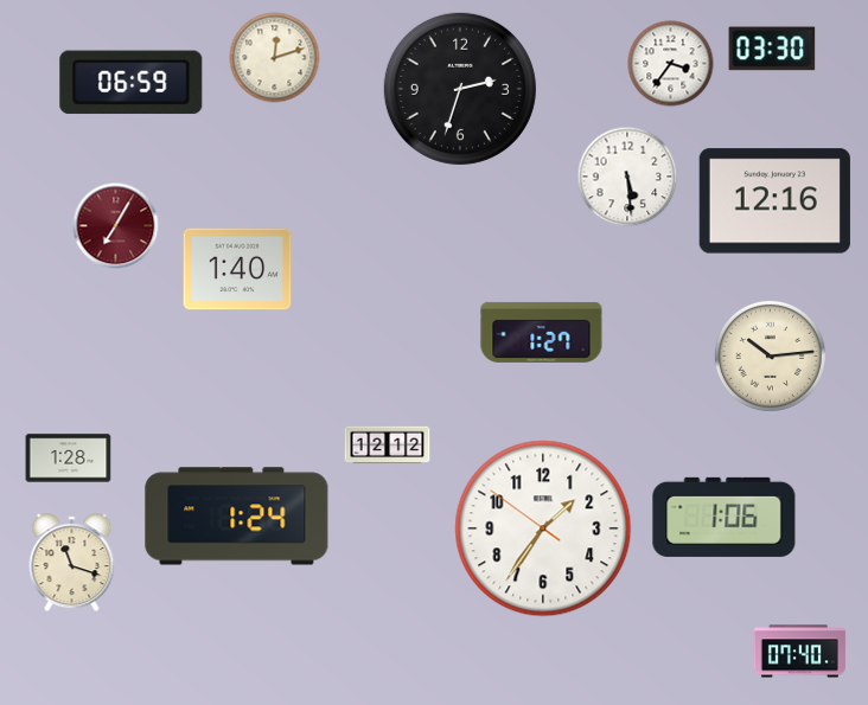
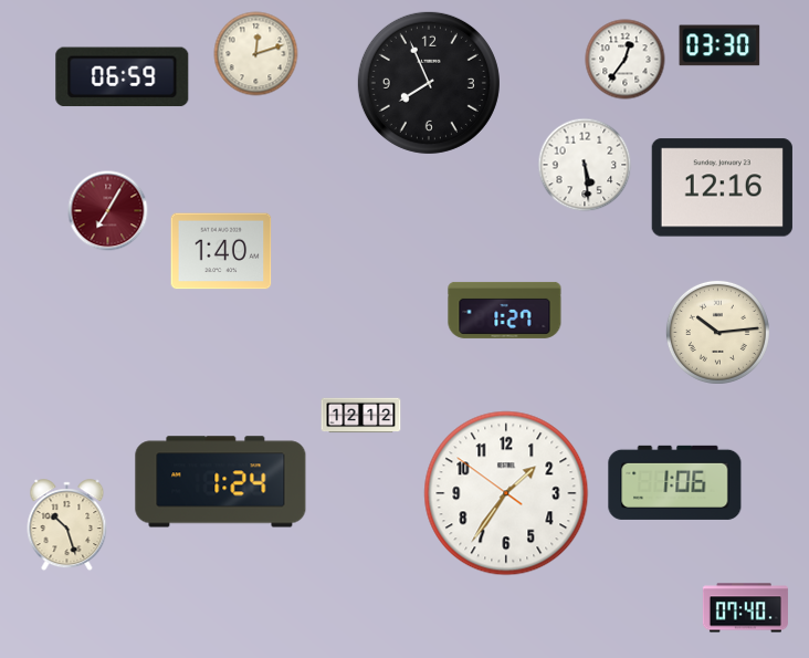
clock at (671, 64): 3:36 -> 12:36
clock at (460, 89): 2:33 -> 7:56
clock at (69, 459): 1:28 -> none
clock at (72, 563): 11:18 -> 10:27
